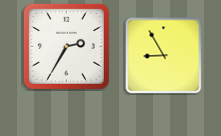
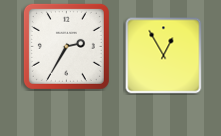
clock at (164, 56): 8:55 -> 12:55
